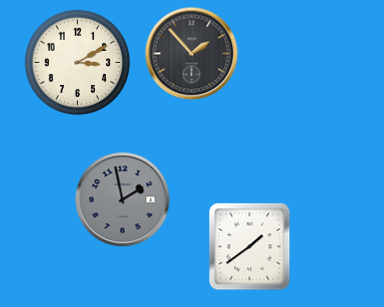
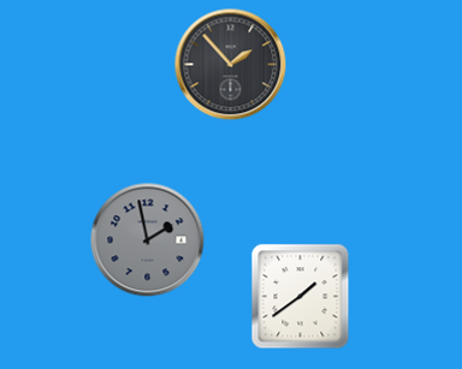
clock at (77, 62): 3:10 -> none
